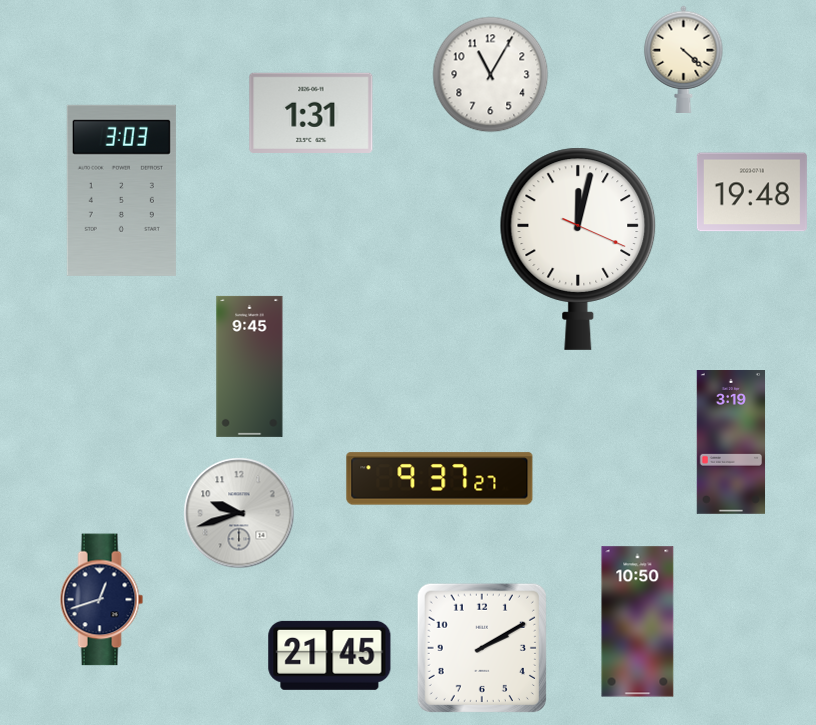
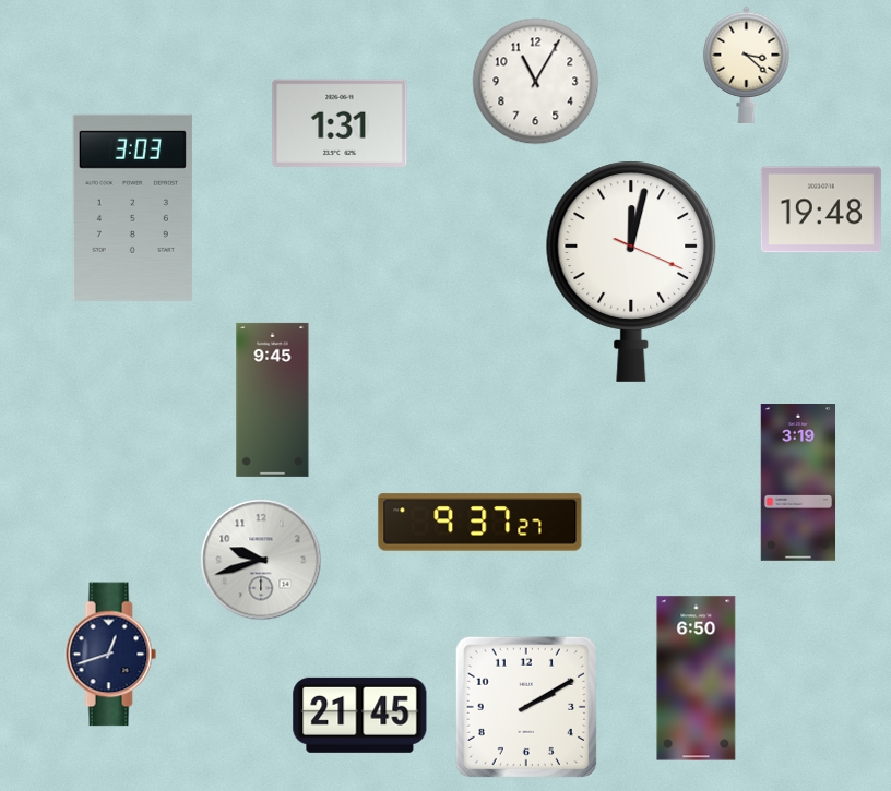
clock at (684, 59): 4:22 -> 3:22
clock at (638, 622): 10:50 -> 6:50
